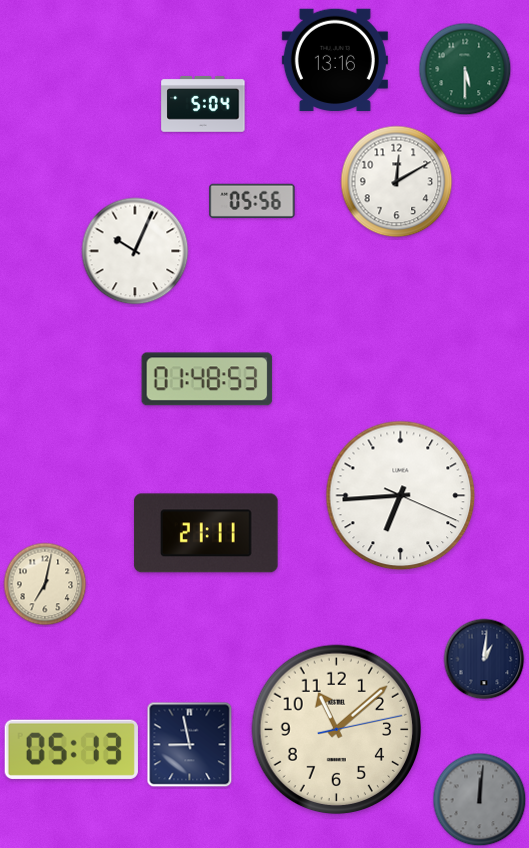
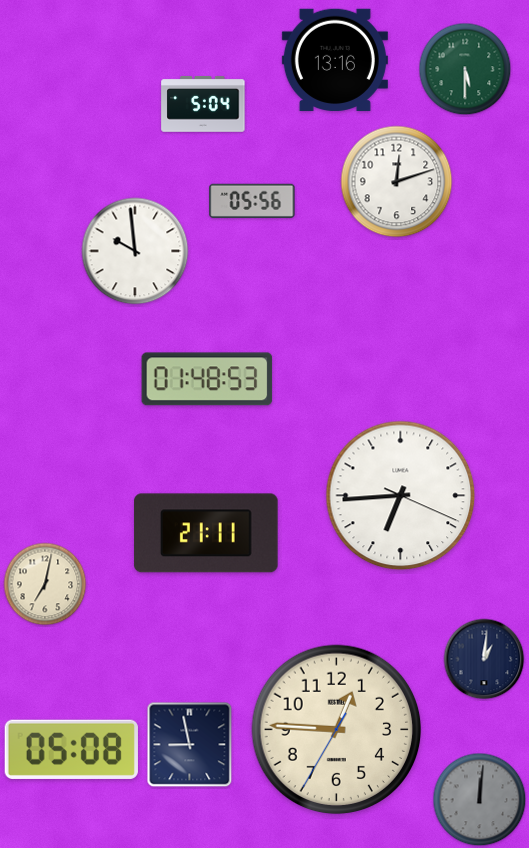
clock at (397, 182): 12:10 -> 12:12
clock at (135, 251): 10:04 -> 9:59
clock at (337, 730): 11:08 -> 12:45
clock at (71, 749): 05:13 -> 05:08
